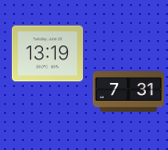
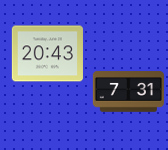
clock at (47, 54): 13:19 -> 20:43
